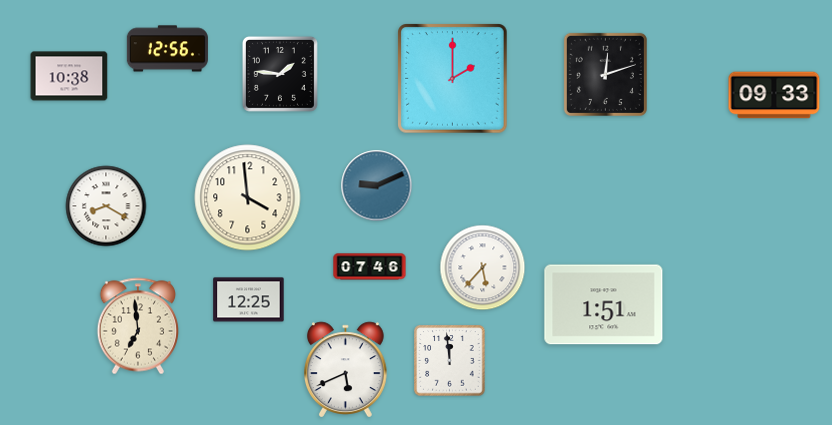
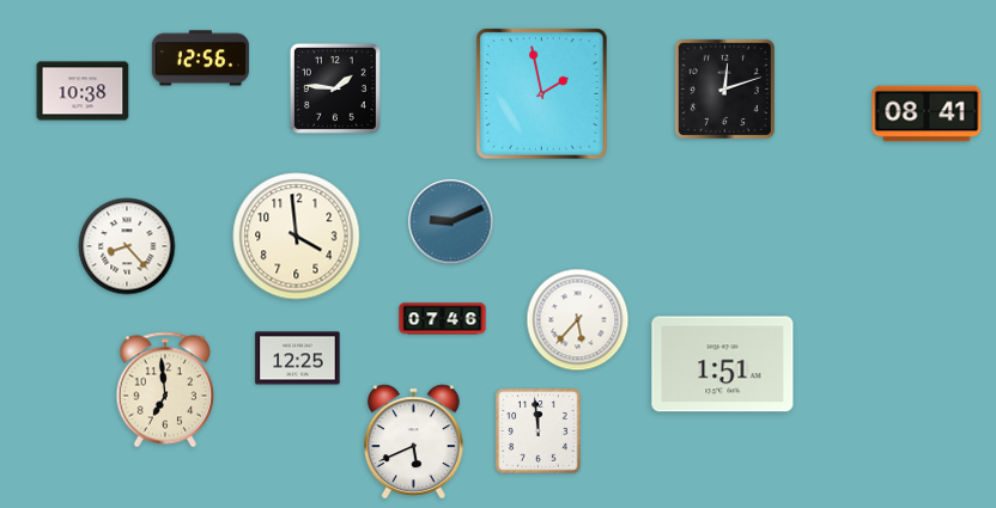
clock at (453, 79): 2:00 -> 1:58
clock at (774, 95): 09:33 -> 08:41
clock at (106, 206): 8:20 -> 8:23
